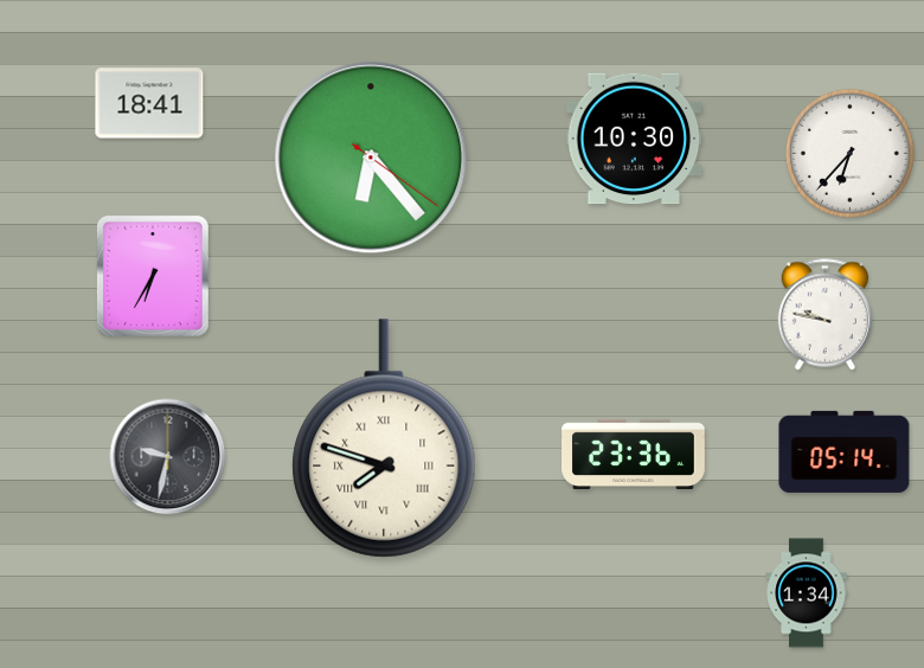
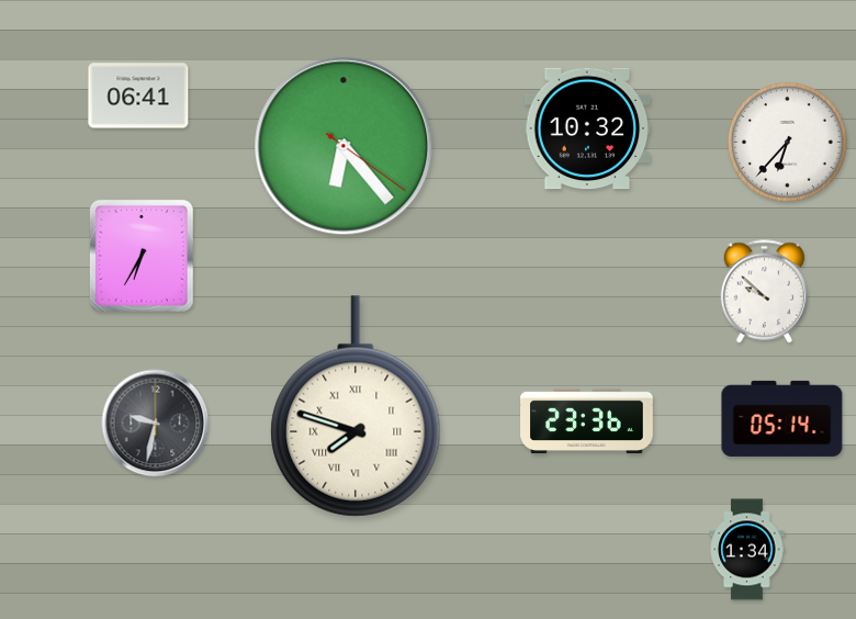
clock at (149, 103): 18:41 -> 06:41
clock at (634, 139): 10:30 -> 10:32
clock at (824, 315): 9:47 -> 9:52
